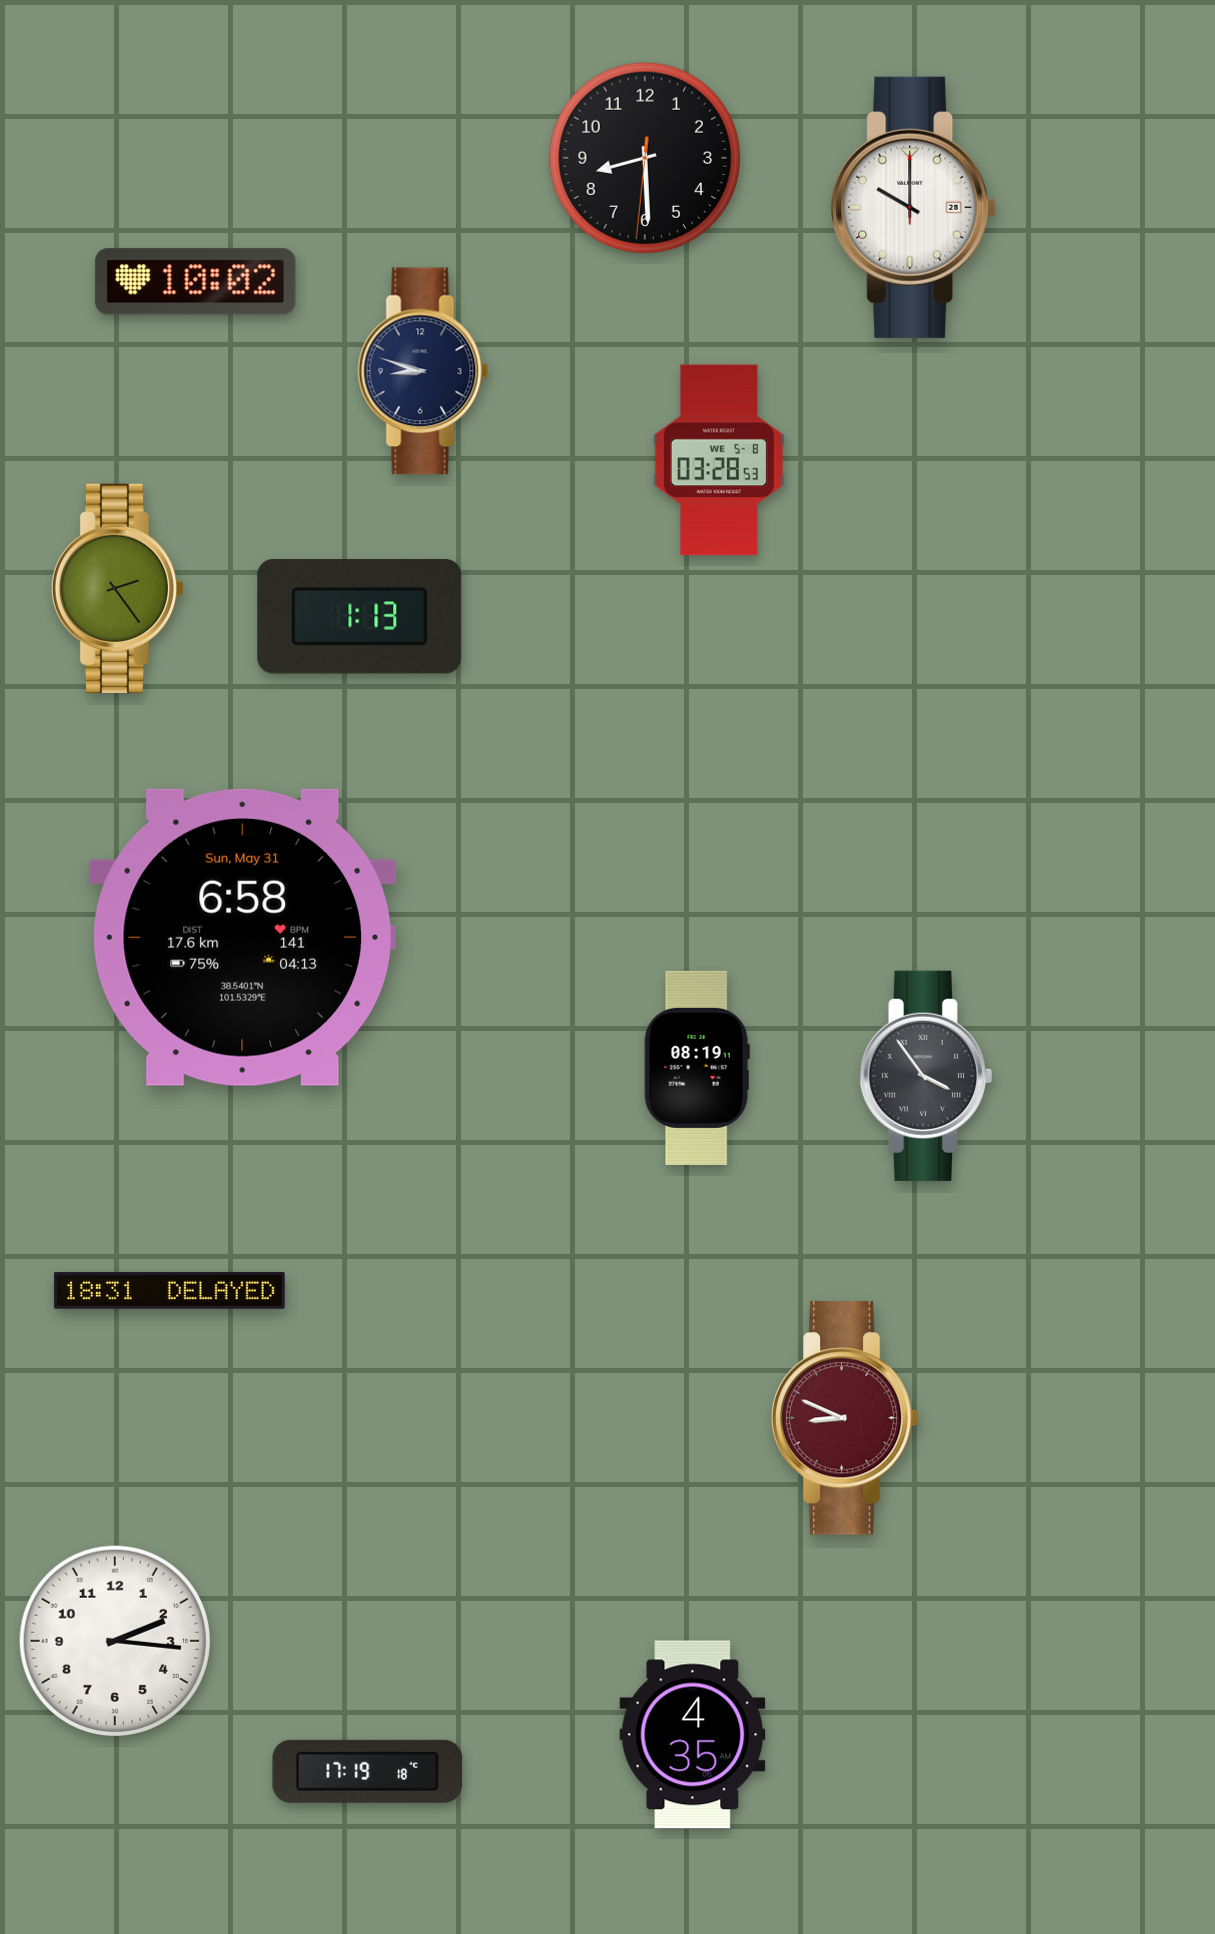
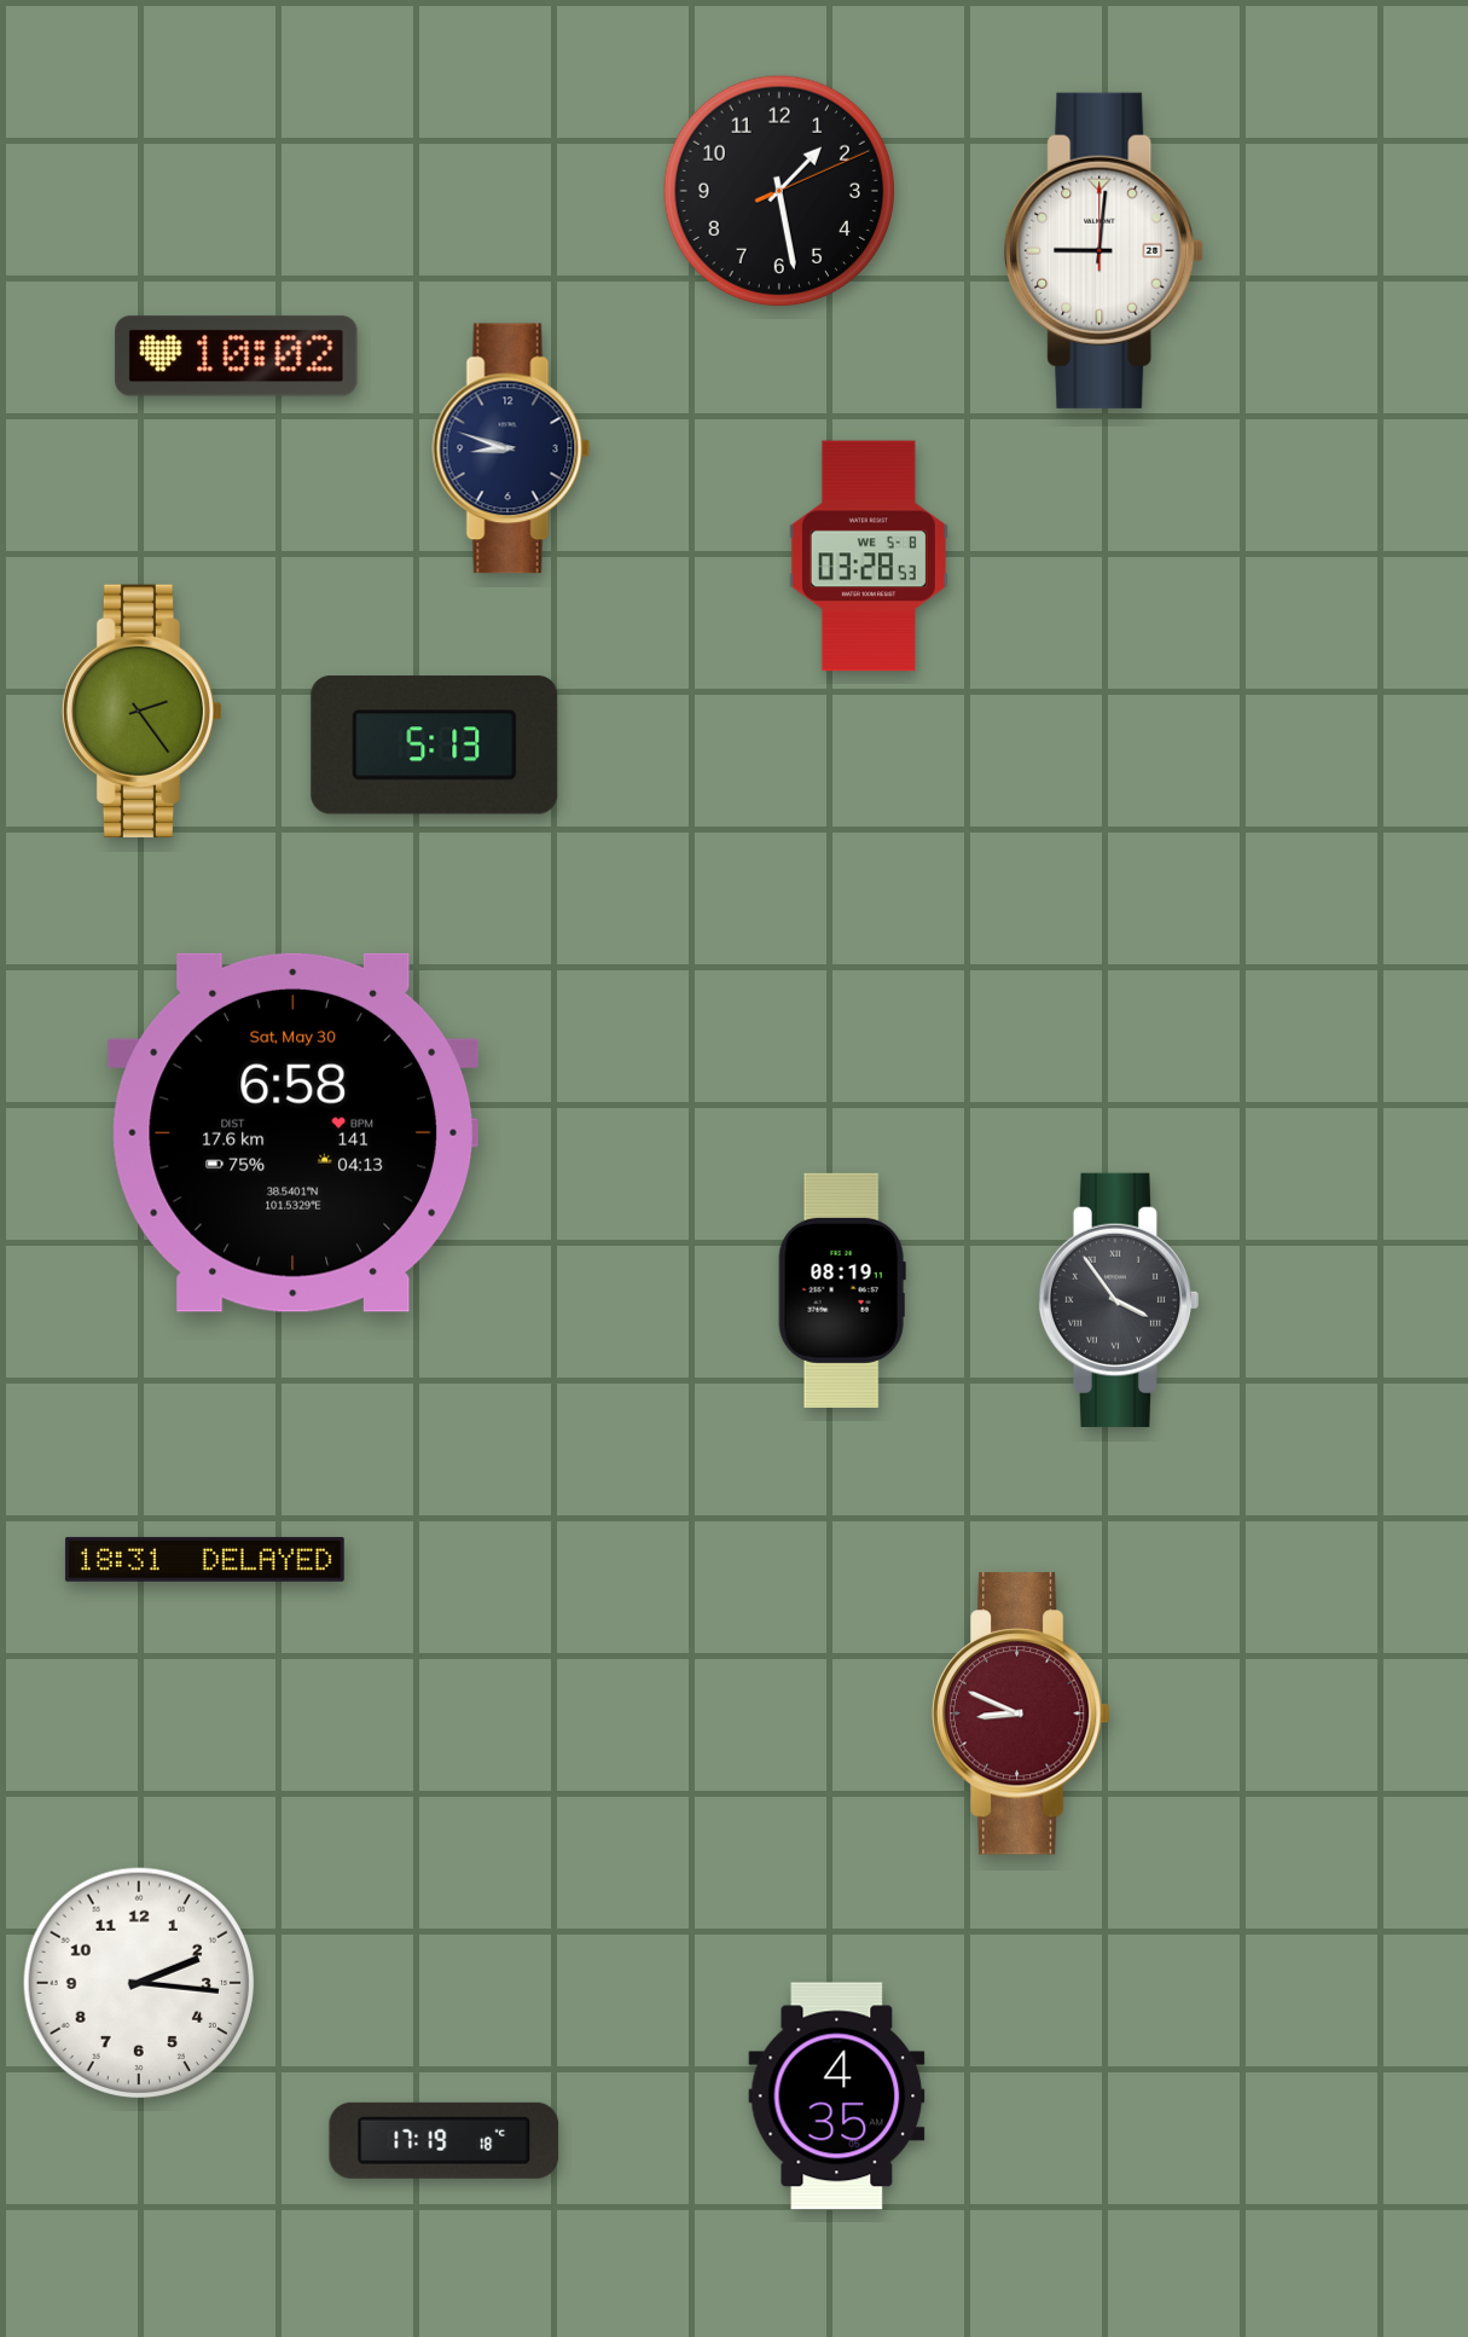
clock at (644, 157): 8:29 -> 1:28
clock at (914, 207): 10:00 -> 9:01
clock at (196, 282) position: (196, 282) -> (237, 356)
clock at (360, 617): 1:13 -> 5:13
clock at (242, 937) date: Sun, May 31 -> Sat, May 30
